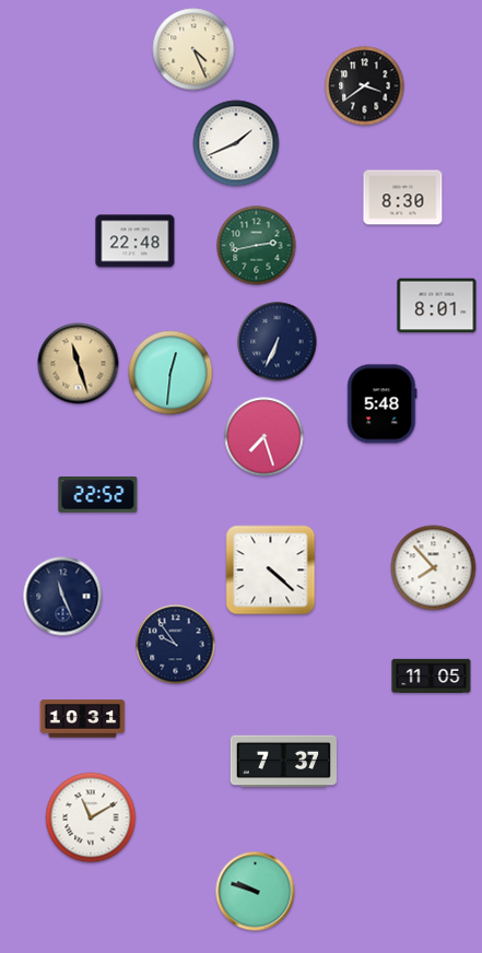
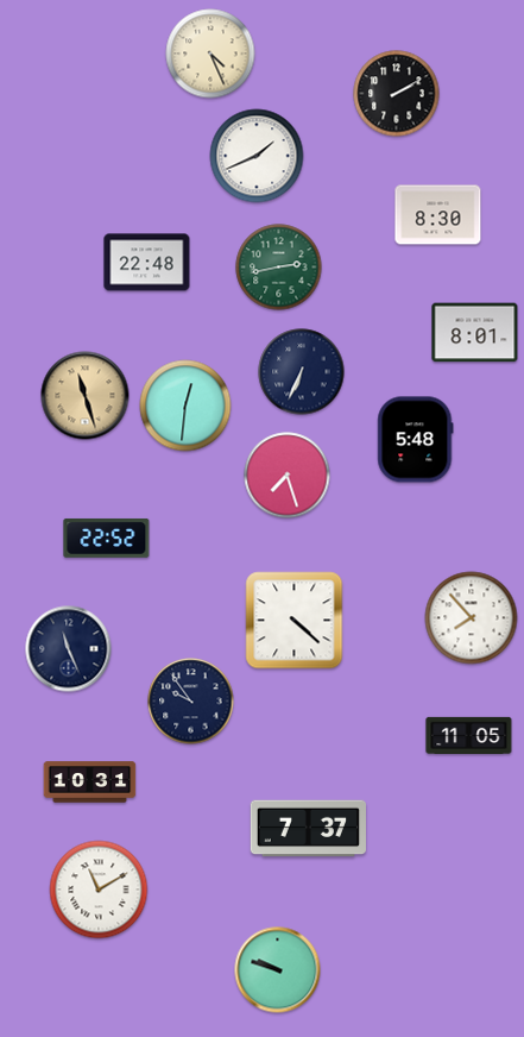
clock at (365, 86): 3:39 -> 2:10
